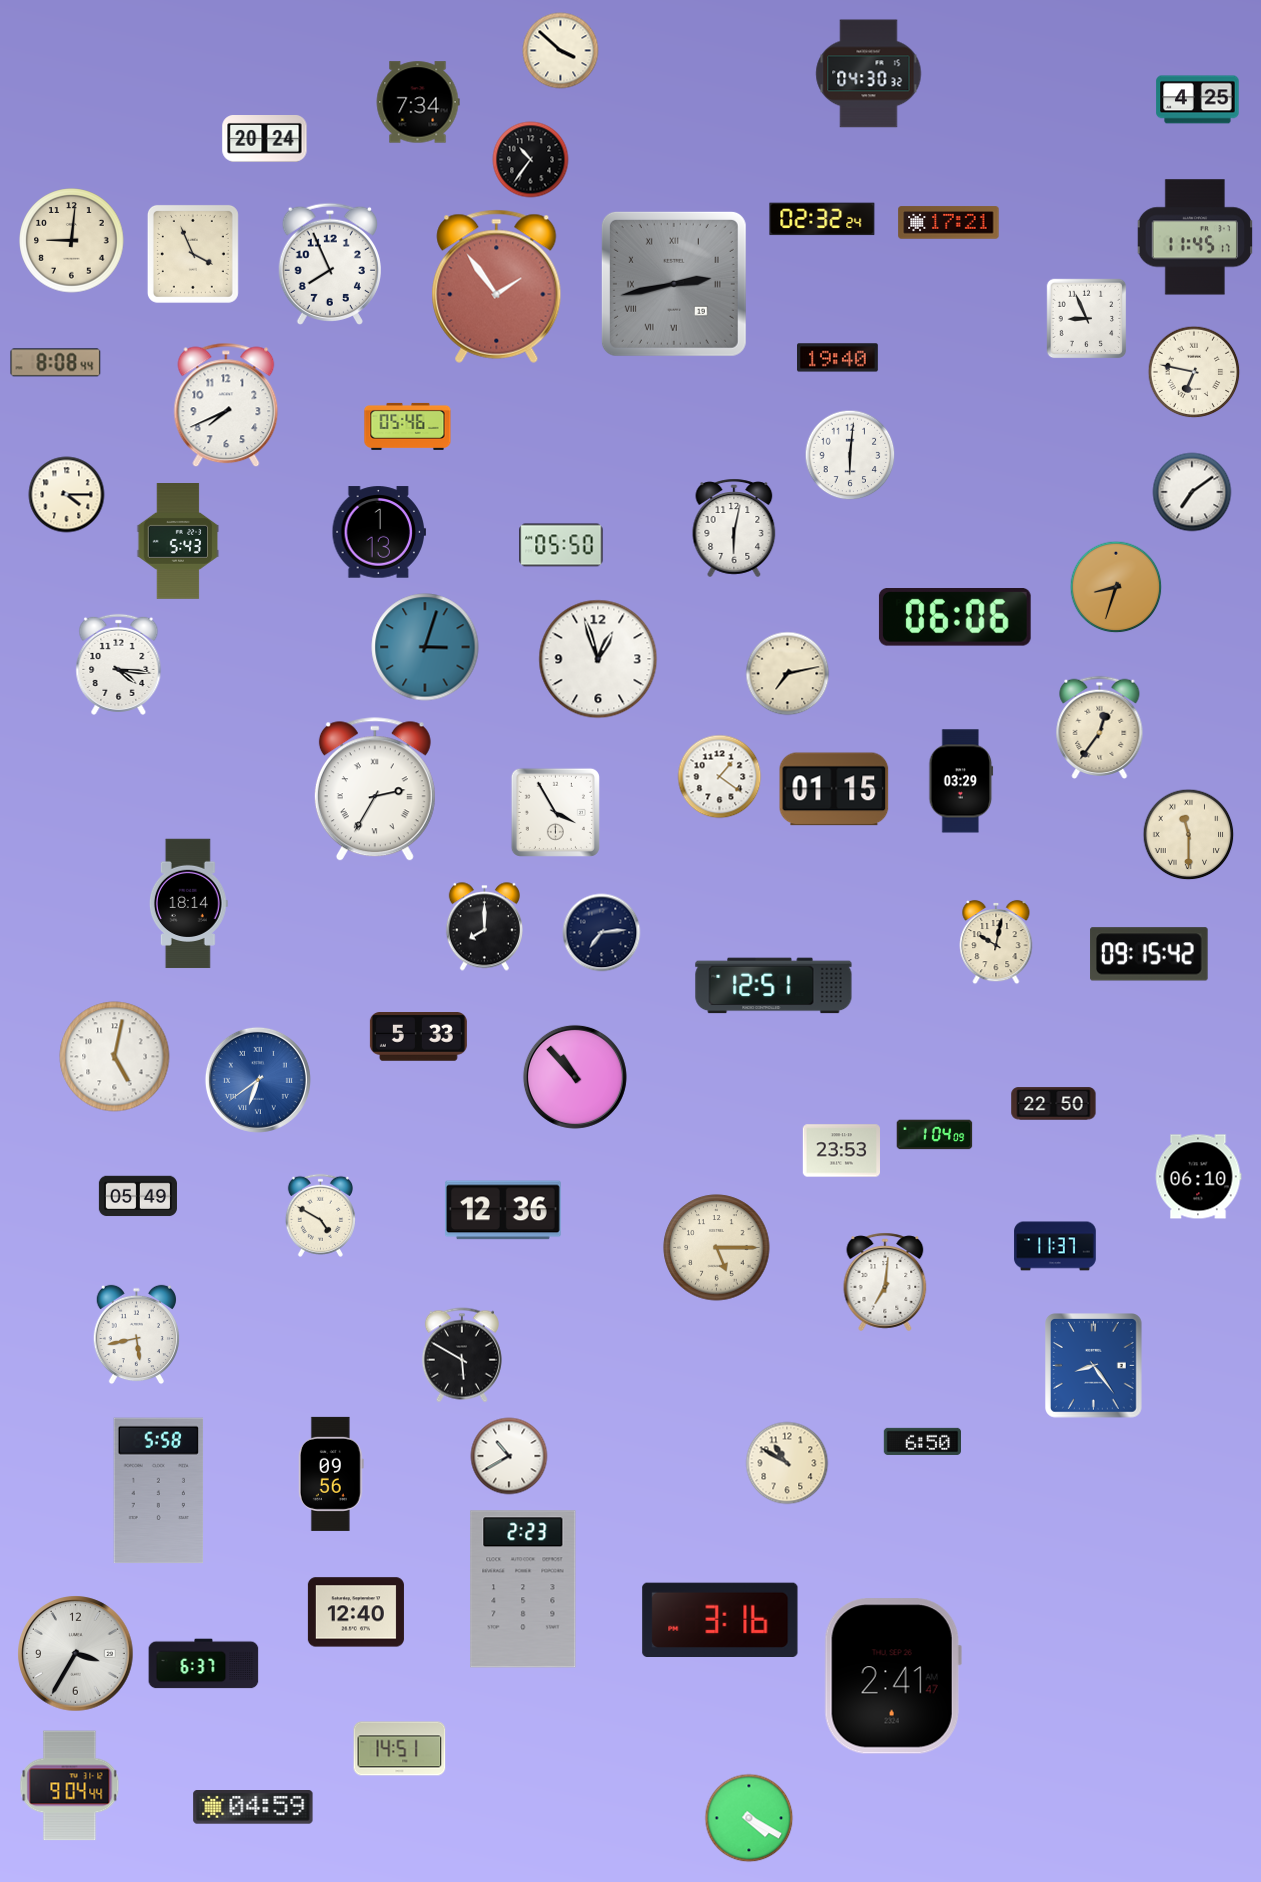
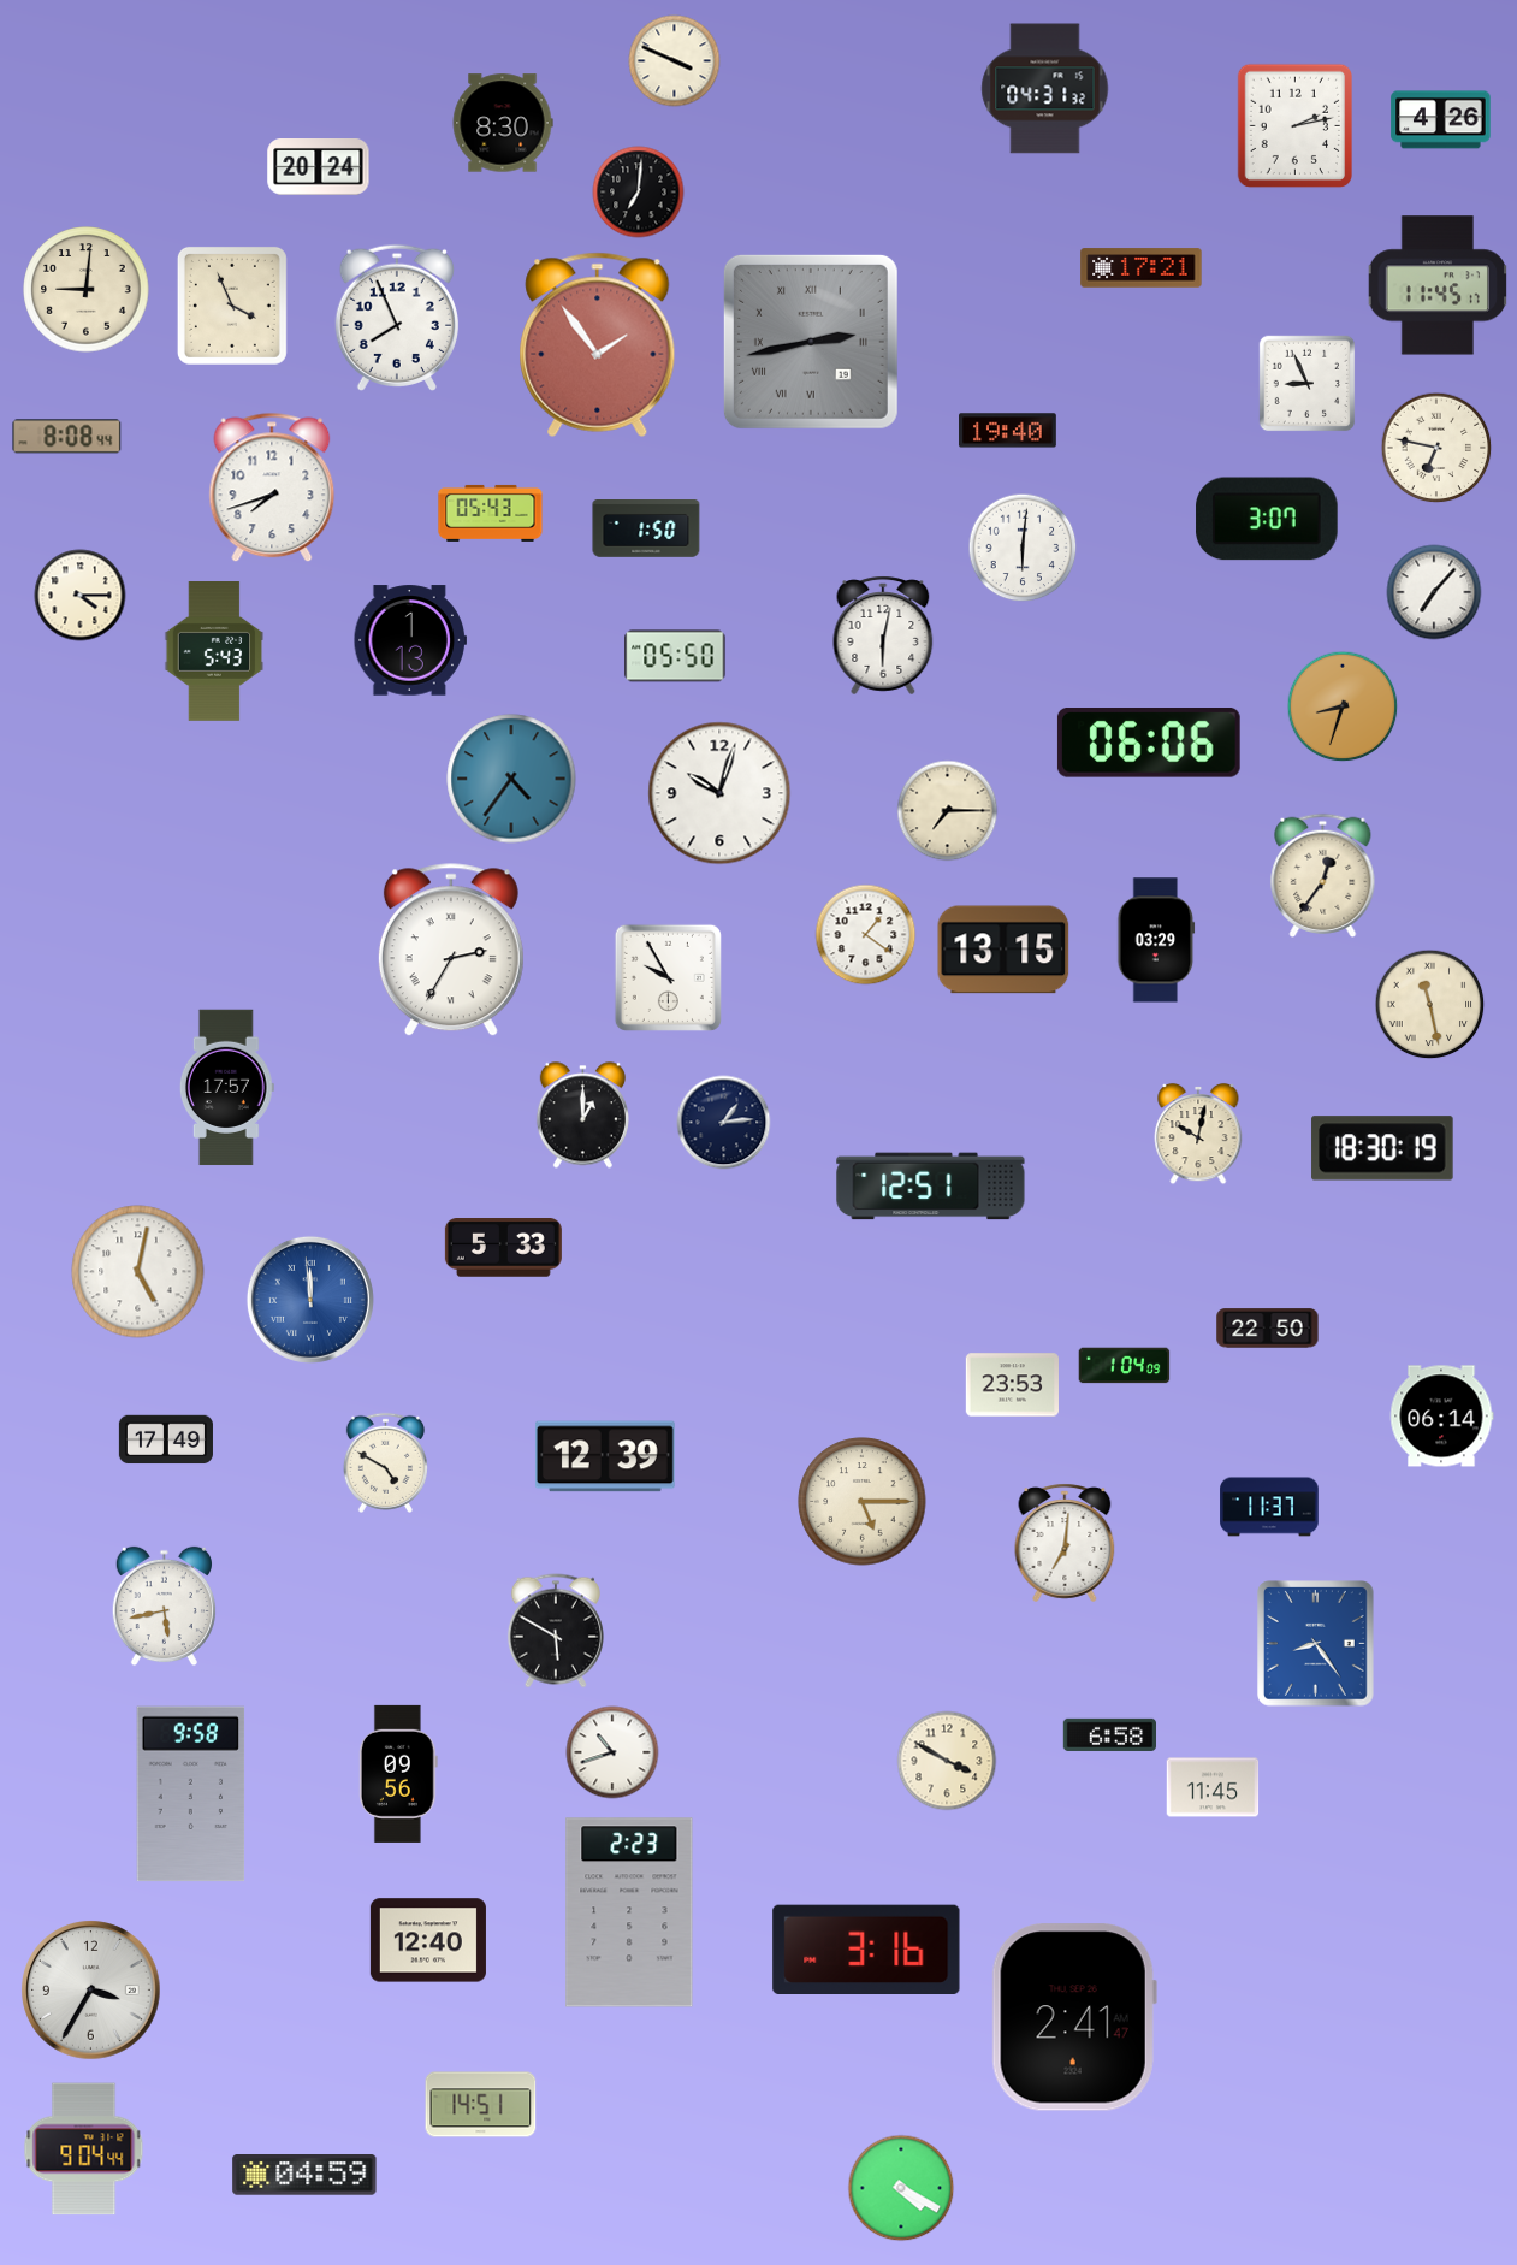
clock at (561, 51): 3:52 -> 3:49
clock at (869, 74): 04:30 -> 04:31
clock at (1198, 100): 4:25 -> 4:26
clock at (418, 102): 7:34 -> 8:30
clock at (1296, 126): none -> 2:13
clock at (531, 160): 10:36 -> 7:01
clock at (822, 219): 02:32 -> none
clock at (226, 405): 7:41 -> 7:42
clock at (408, 426): 05:46 -> 05:43
clock at (1267, 519): none -> 3:07
clock at (646, 530): none -> 1:50
clock at (1192, 492): 7:09 -> 7:07
clock at (379, 532) position: (379, 532) -> (410, 640)
clock at (425, 647): 3:03 -> 4:36
clock at (598, 659): 12:57 -> 10:03
clock at (119, 664): 4:16 -> none
clock at (788, 674): 7:13 -> 7:15
clock at (834, 789): 01:15 -> 13:15
clock at (555, 812): 3:55 -> 9:55
clock at (1189, 835): 11:30 -> 11:28
clock at (188, 904): 18:14 -> 17:57
clock at (484, 927): 8:00 -> 1:00
clock at (602, 933): 7:14 -> 1:14
clock at (1149, 954): 09:15 -> 18:30
clock at (575, 1077): 10:53 -> none
clock at (258, 1080): 6:39 -> 11:59
clock at (1198, 1177): 06:10 -> 06:14
clock at (138, 1196): 05:49 -> 17:49
clock at (503, 1210): 12:36 -> 12:39
clock at (1055, 1246) position: (1055, 1246) -> (1269, 1507)
clock at (922, 1441): 6:50 -> 6:58
clock at (509, 1456): 10:40 -> 10:42
clock at (787, 1463): 10:50 -> 3:50
clock at (1213, 1787): none -> 11:45
clock at (159, 1491): 5:58 -> 9:58
clock at (204, 1664): 6:37 -> none
